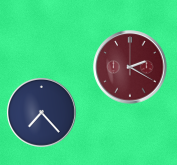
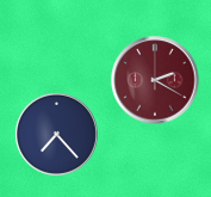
clock at (41, 112) position: (41, 112) -> (56, 134)
